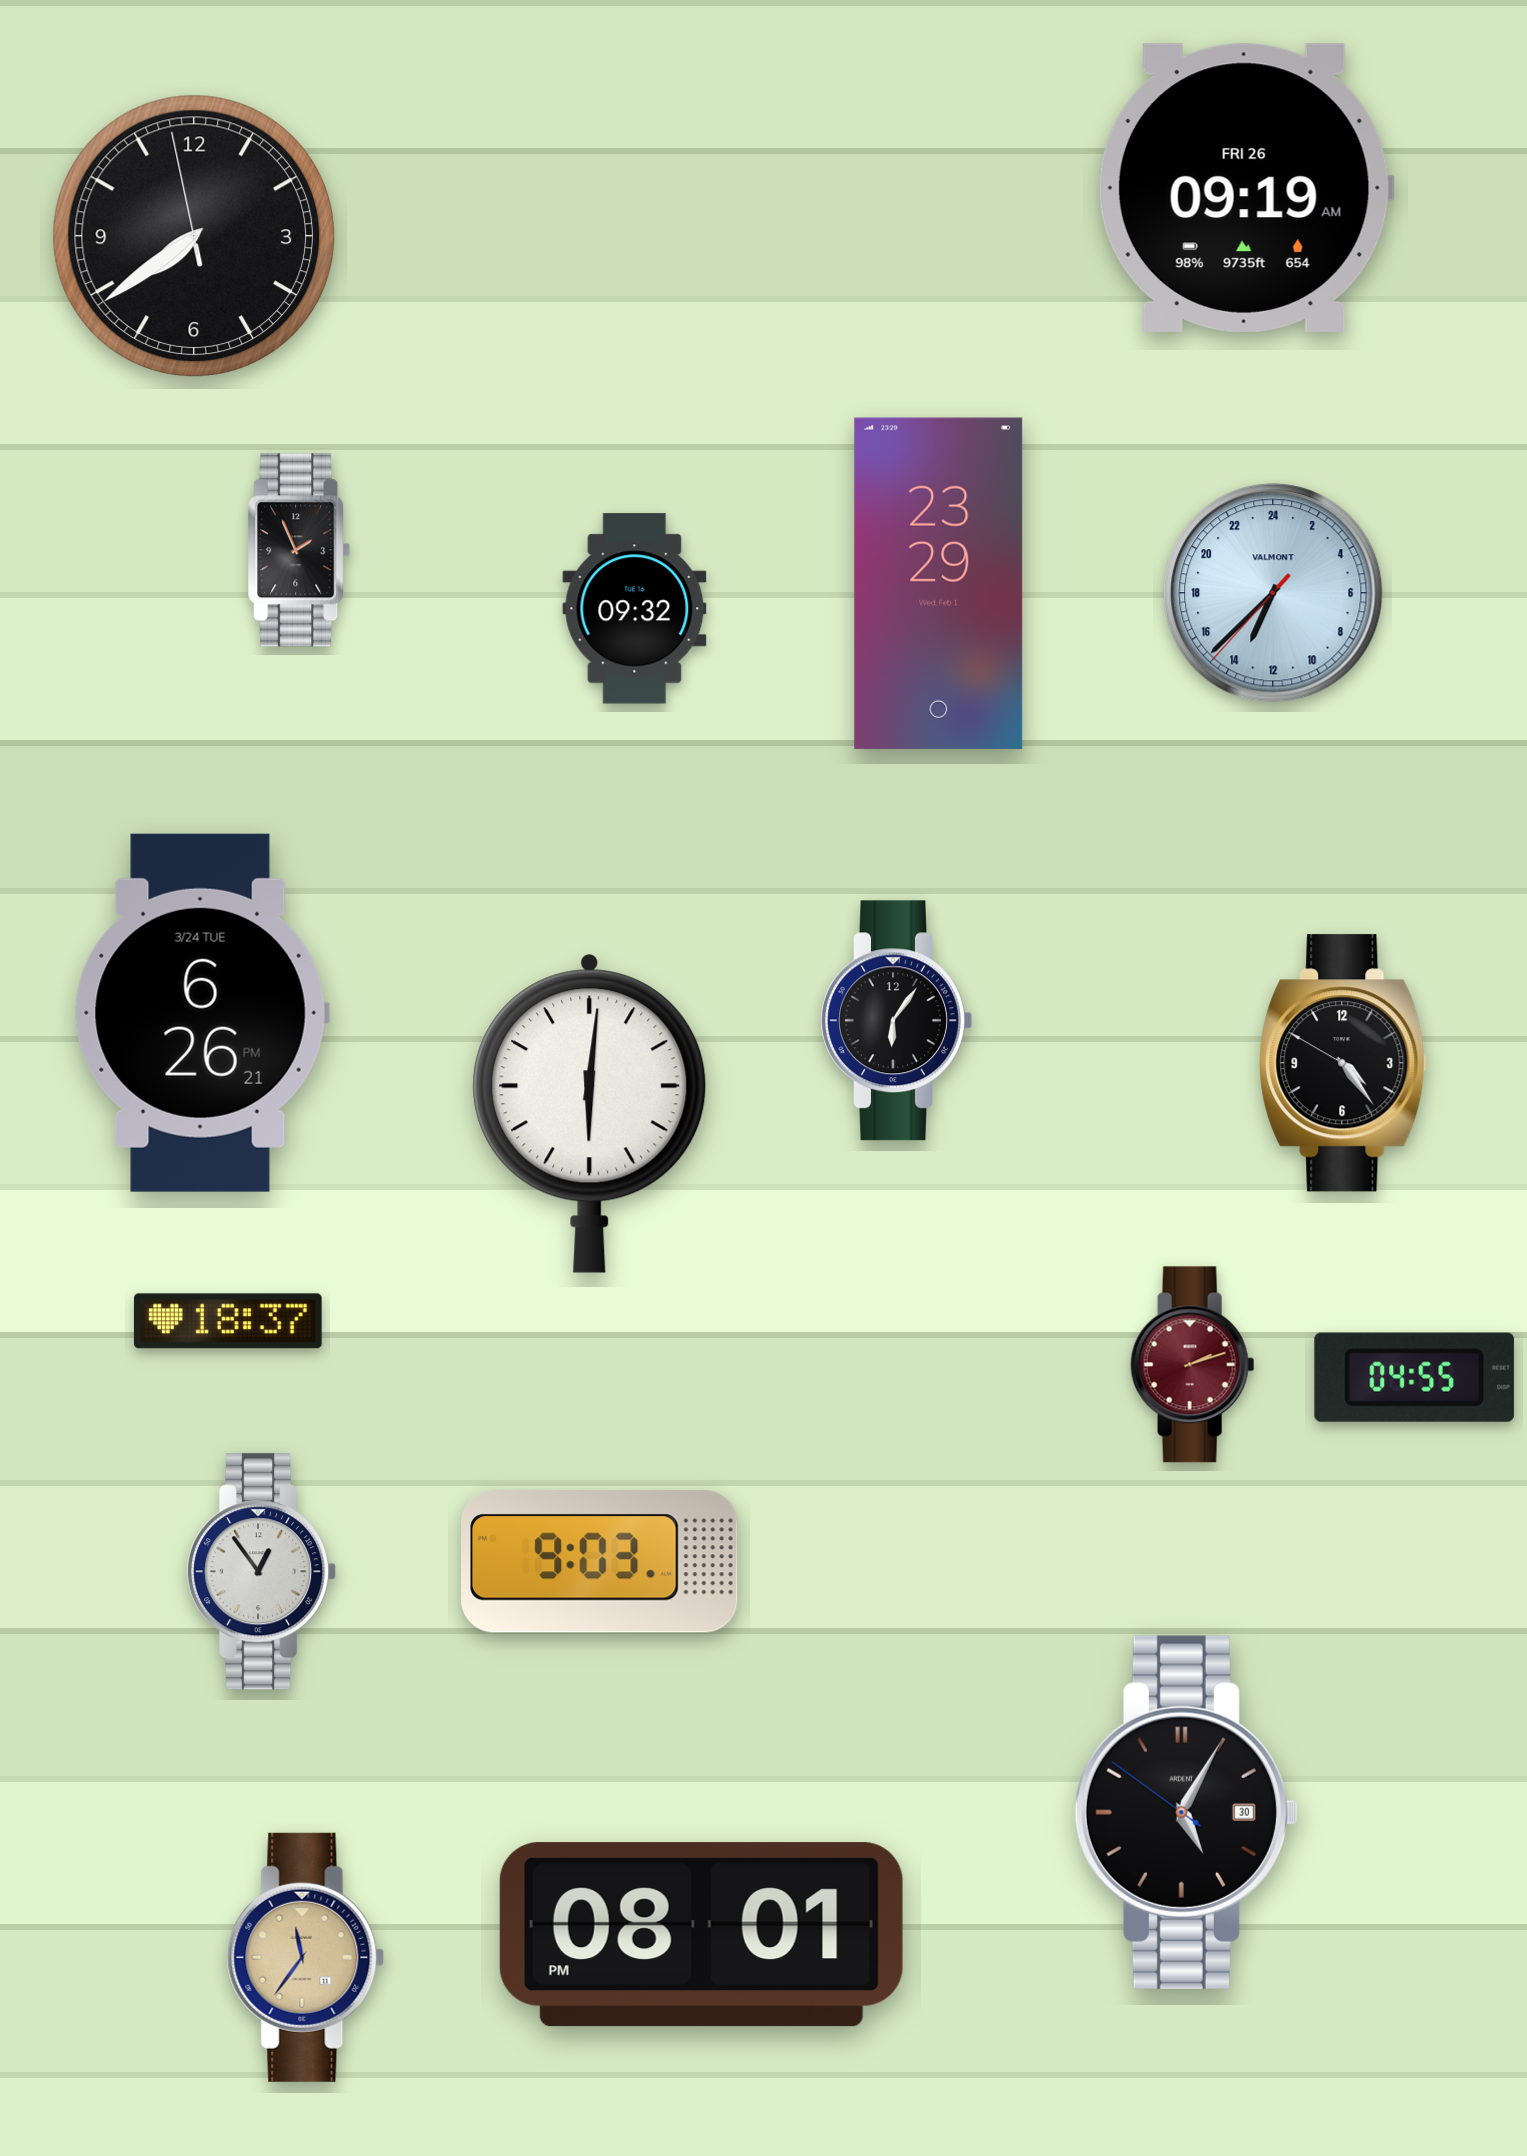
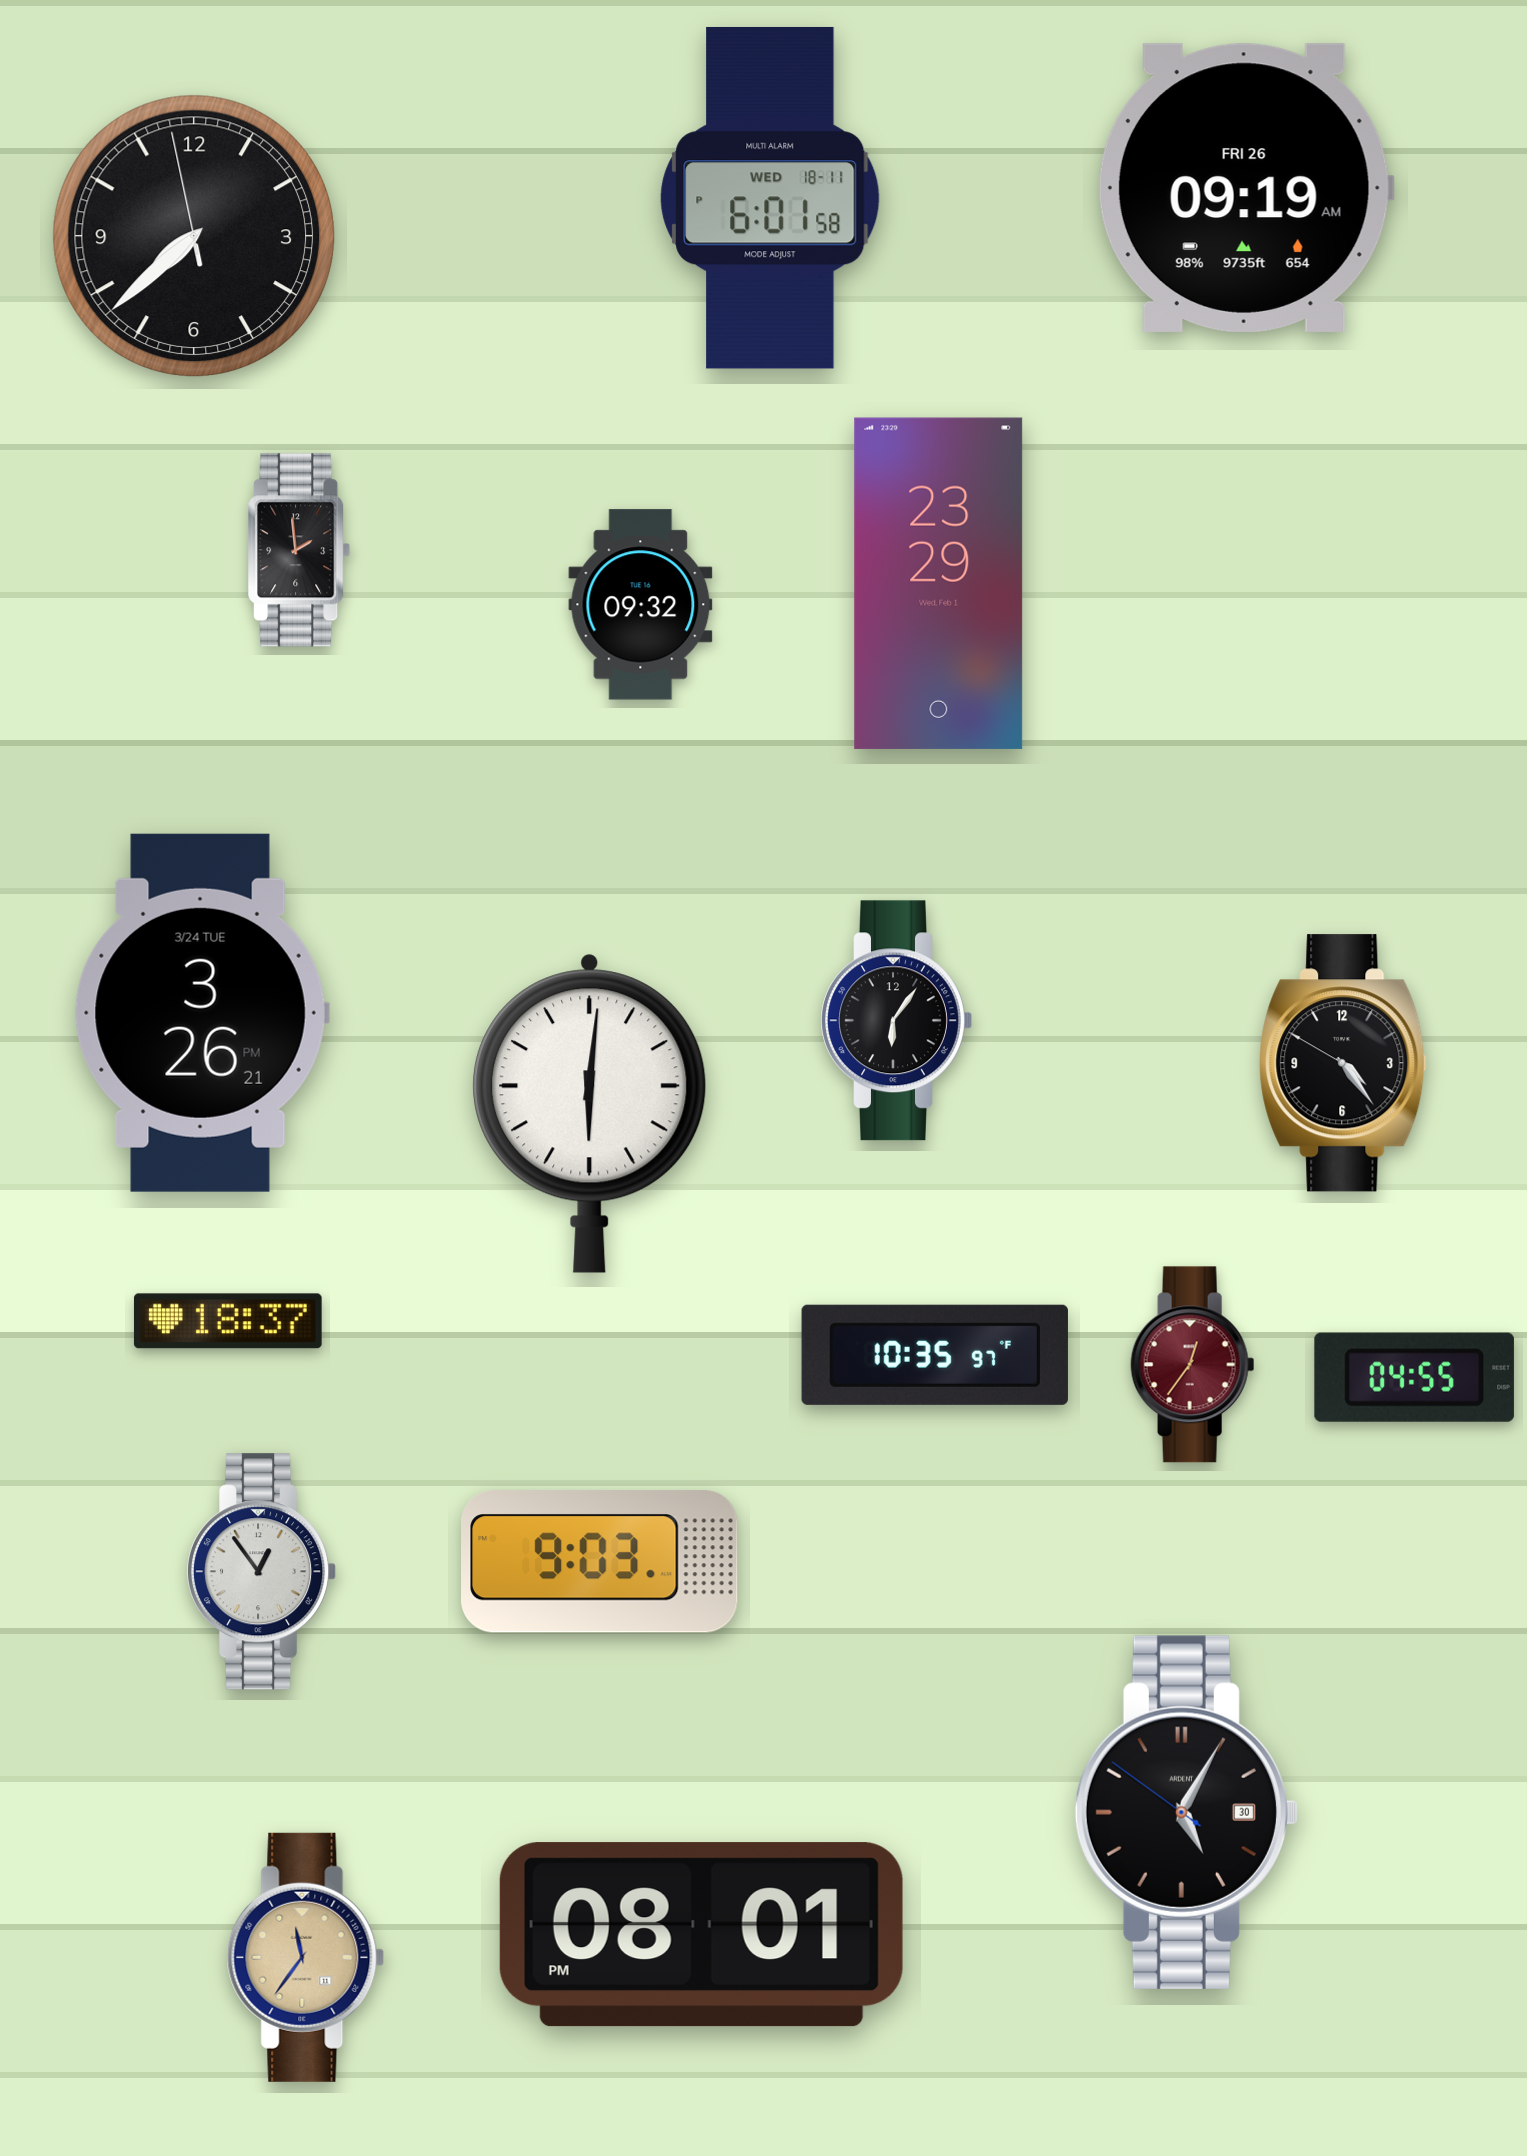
clock at (770, 198): none -> 6:01
clock at (194, 236): 7:38 -> 7:37
clock at (300, 550): 1:56 -> 1:59
clock at (1273, 593): 13:37 -> none
clock at (635, 609) position: (635, 609) -> (641, 605)
clock at (202, 1013): 6:26 -> 3:26
clock at (935, 1355): none -> 10:35
clock at (1193, 1365): 2:12 -> 12:36
